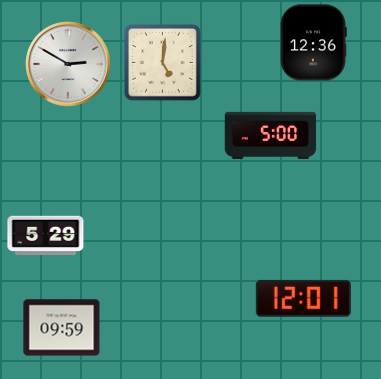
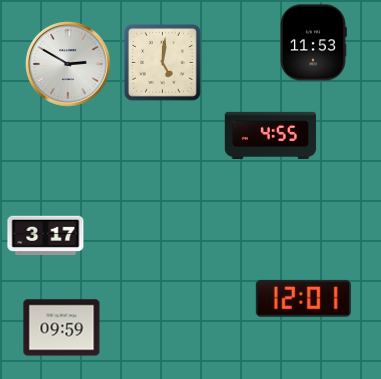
clock at (313, 43): 12:36 -> 11:53
clock at (271, 135): 5:00 -> 4:55
clock at (46, 236): 5:29 -> 3:17
